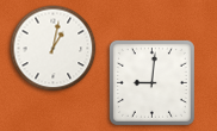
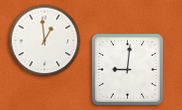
clock at (54, 49): 1:02 -> 12:59
